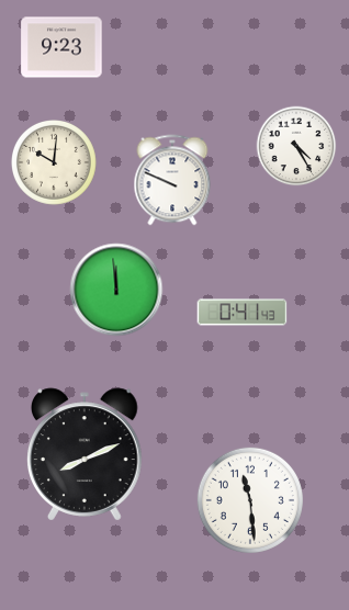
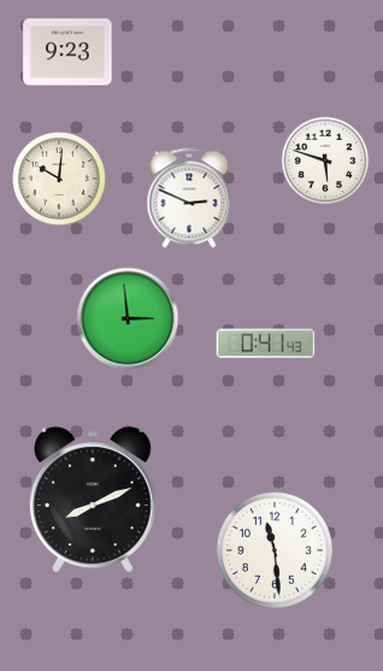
clock at (296, 146): 4:25 -> 5:48
clock at (172, 180): 9:49 -> 2:49
clock at (116, 290): 11:59 -> 2:59
